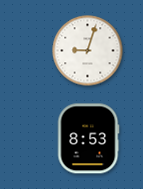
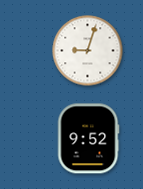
clock at (88, 139): 8:53 -> 9:52
